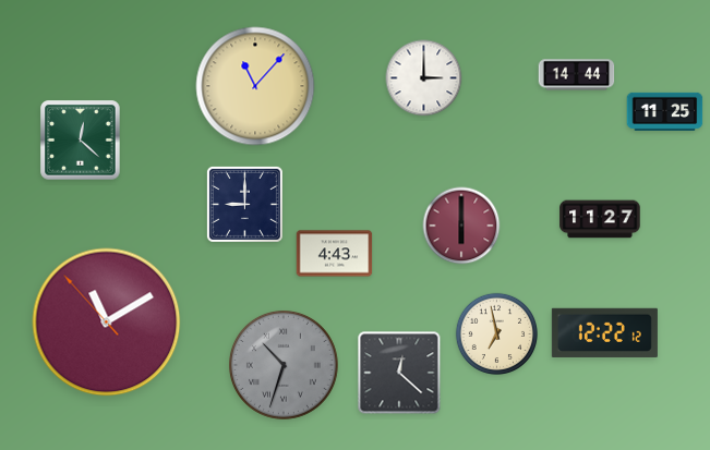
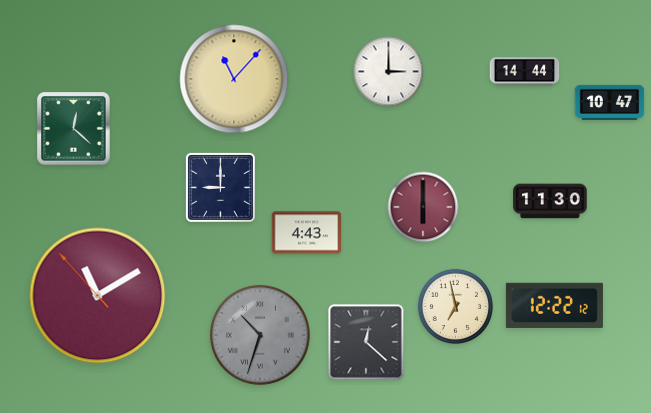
clock at (577, 75) position: (577, 75) -> (525, 72)
clock at (665, 111): 11:25 -> 10:47
clock at (244, 204) position: (244, 204) -> (220, 187)
clock at (600, 219): 11:27 -> 11:30
